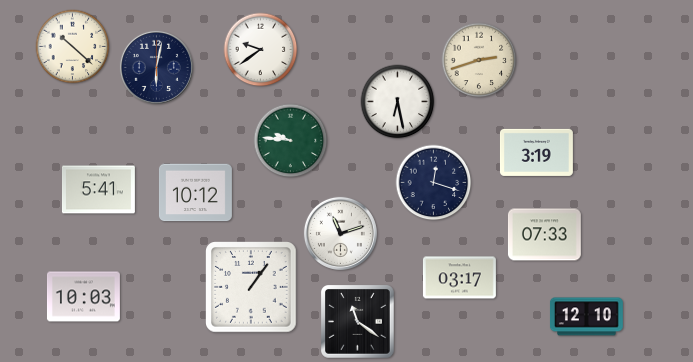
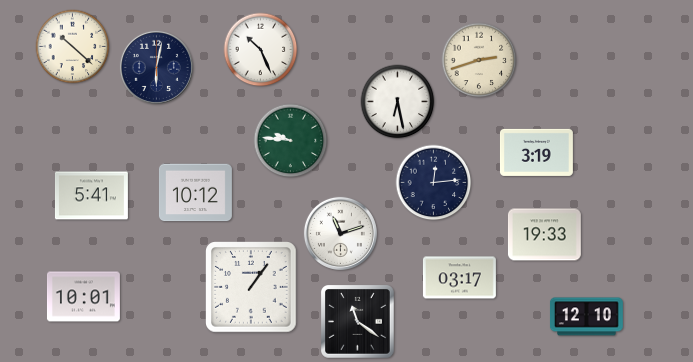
clock at (261, 50): 9:39 -> 10:26
clock at (434, 183): 12:18 -> 12:14
clock at (98, 190) position: (98, 190) -> (91, 196)
clock at (544, 235): 07:33 -> 19:33
clock at (83, 297): 10:03 -> 10:01
